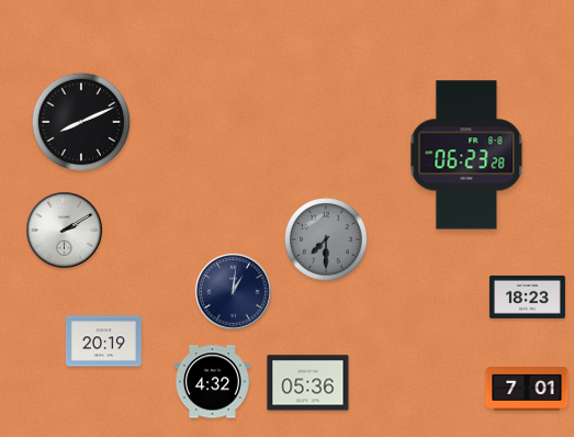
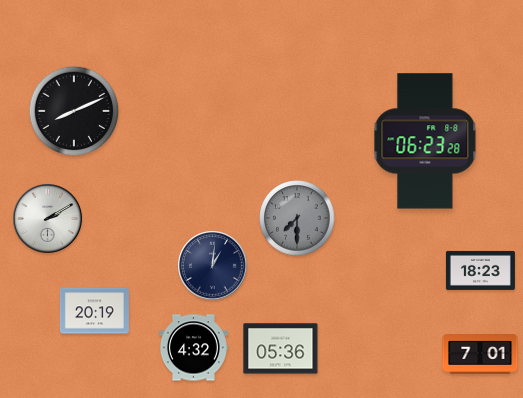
clock at (65, 231) position: (65, 231) -> (48, 219)
